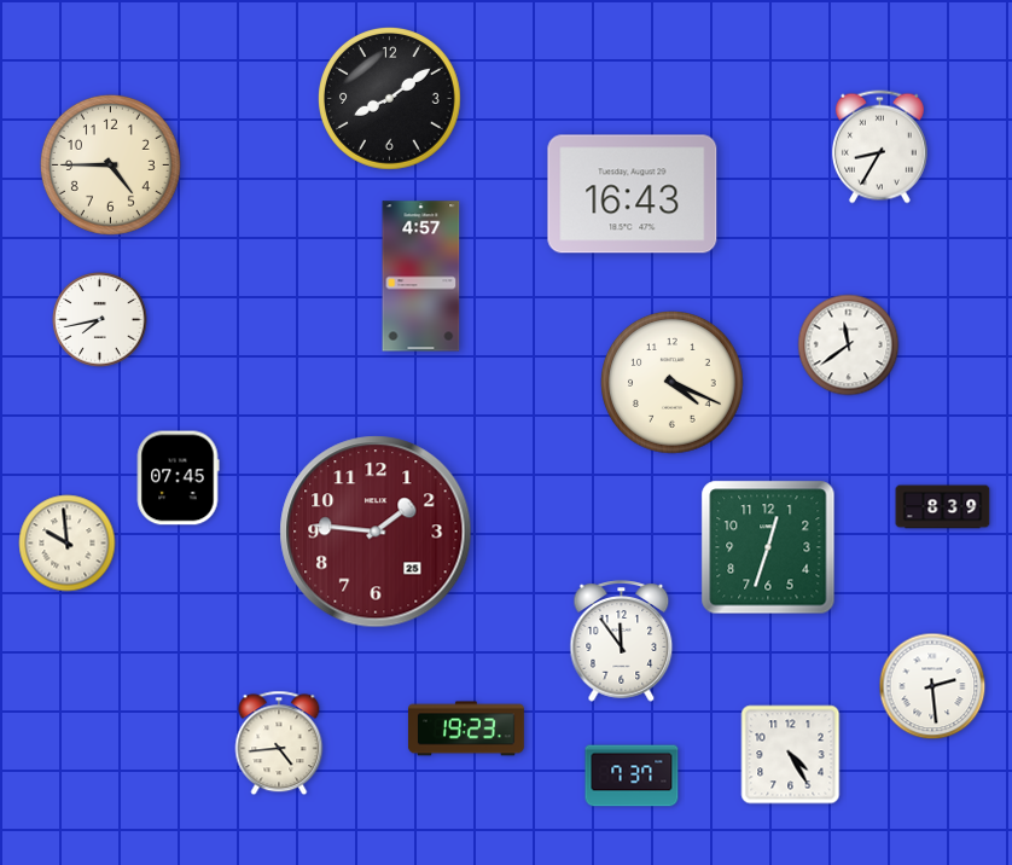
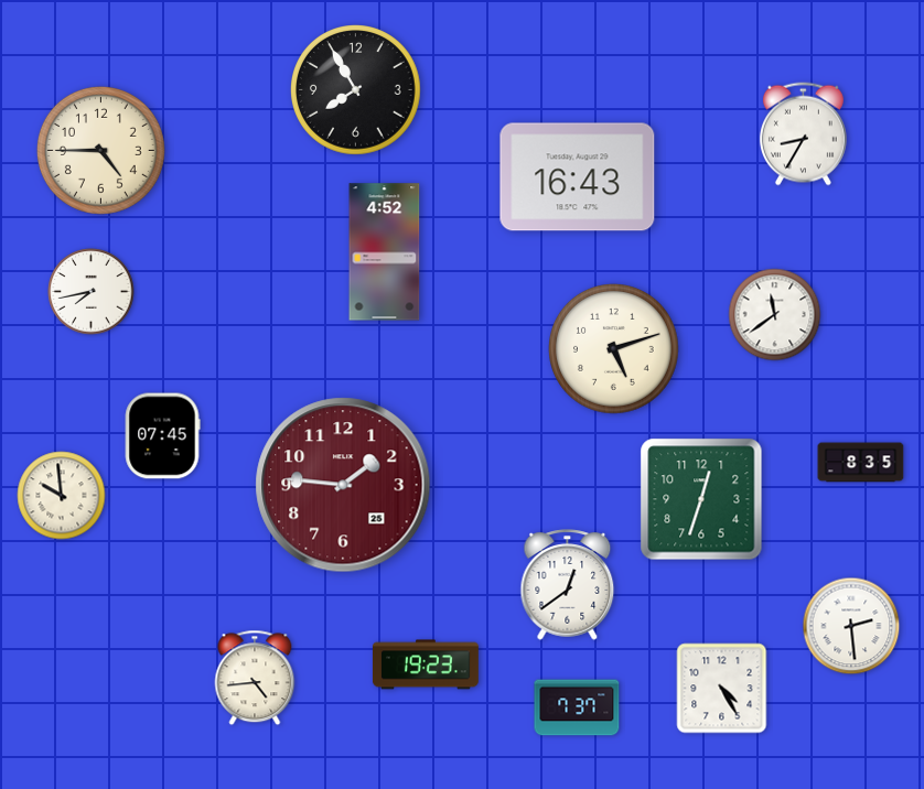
clock at (390, 99): 8:09 -> 7:55
clock at (421, 277): 4:57 -> 4:52
clock at (673, 383): 4:19 -> 5:12
clock at (943, 507): 8:39 -> 8:35
clock at (622, 642): 11:54 -> 12:39
